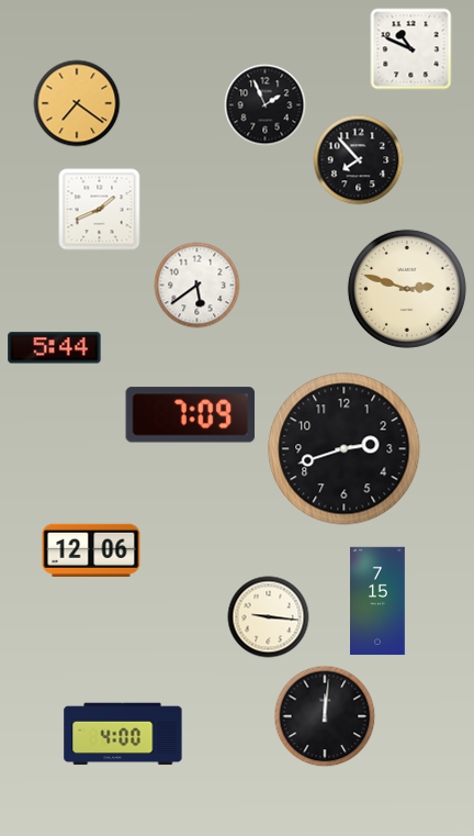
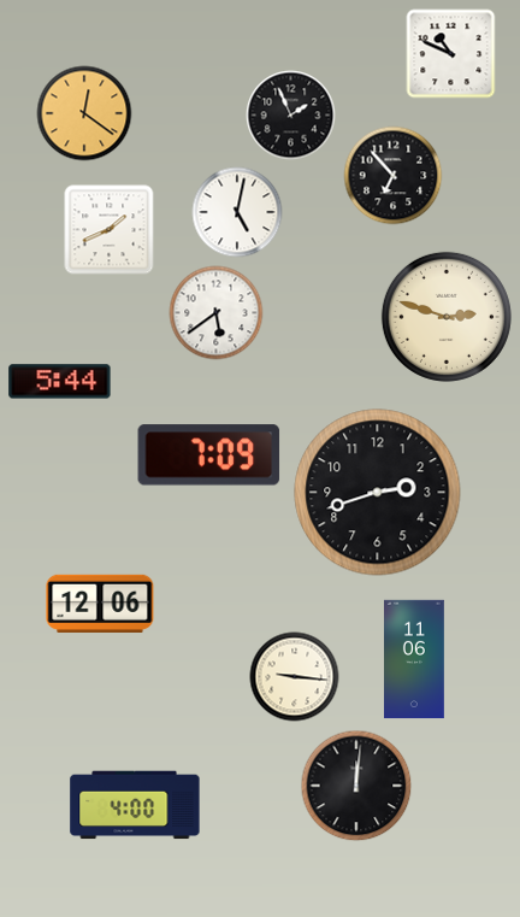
clock at (77, 103): 7:21 -> 12:21
clock at (359, 160): 7:53 -> 6:53
clock at (237, 212): none -> 5:02
clock at (379, 601): 7:15 -> 11:06
